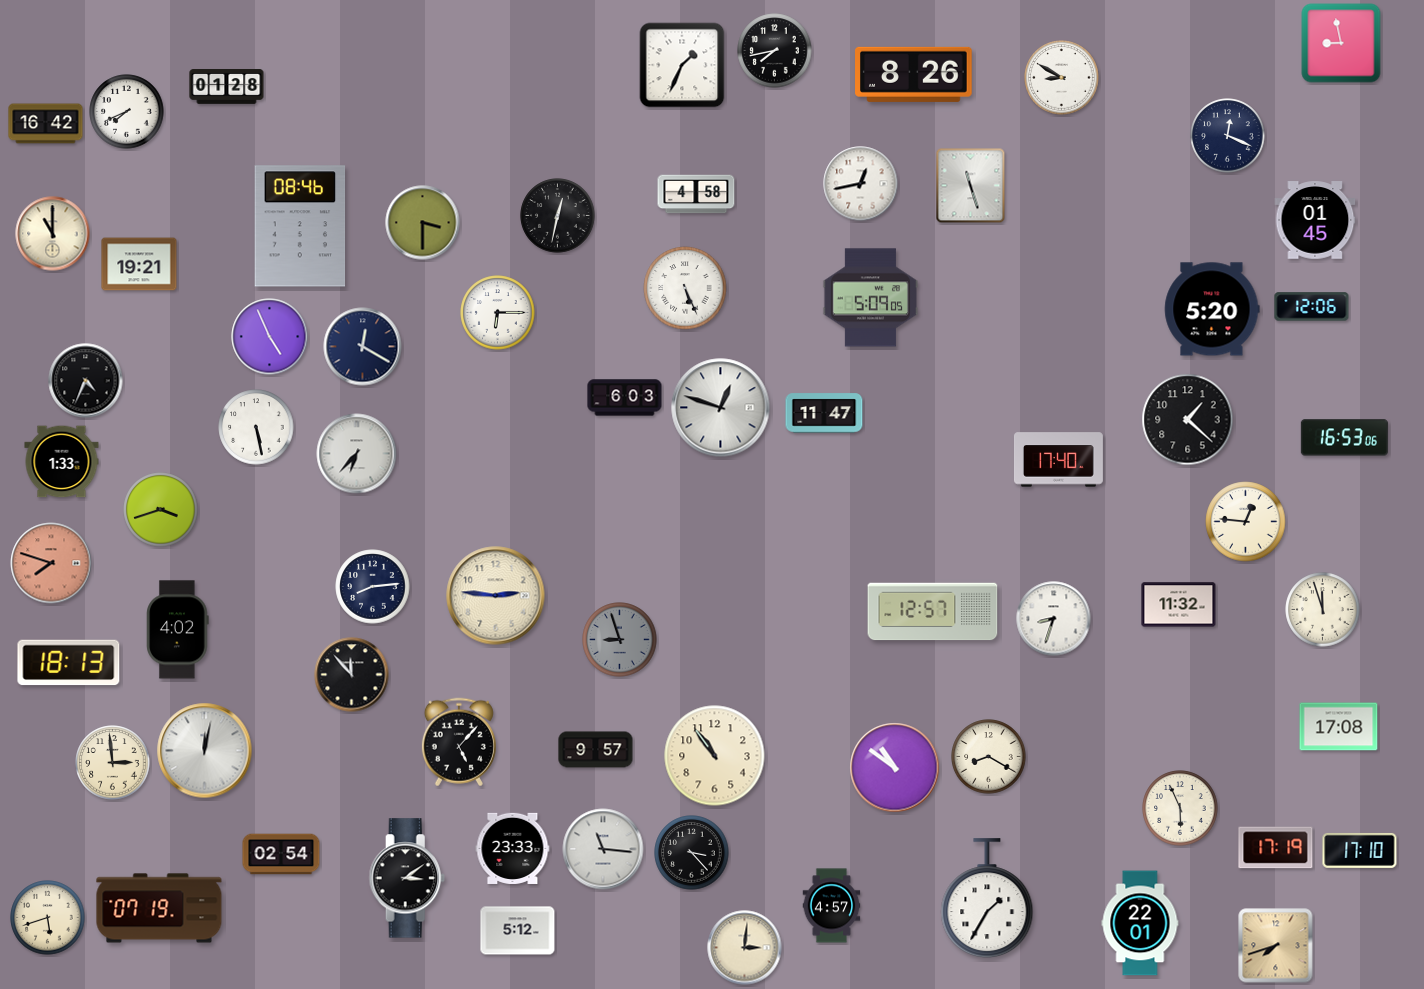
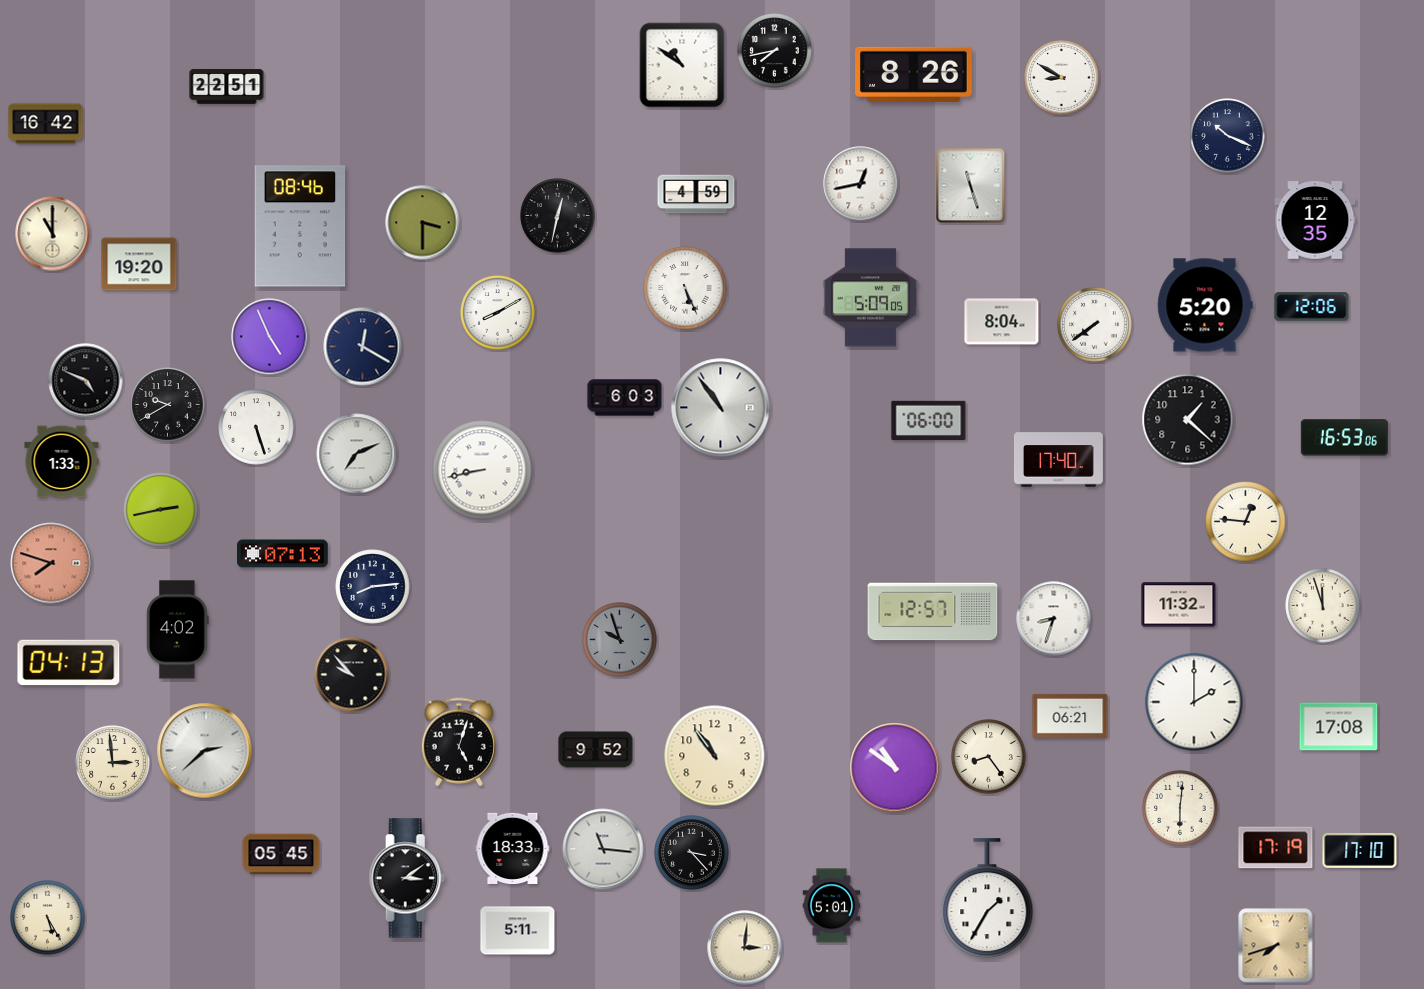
clock at (1341, 43): 8:58 -> none
clock at (682, 65): 1:34 -> 10:51
clock at (227, 87): 01:28 -> 22:51
clock at (127, 112): 7:41 -> none
clock at (1228, 136): 12:19 -> 10:19
clock at (696, 194): 4:58 -> 4:59
clock at (1315, 220): 01:45 -> 12:35
clock at (139, 264): 19:21 -> 19:20
clock at (1212, 309) position: (1212, 309) -> (1205, 305)
clock at (498, 313): 6:15 -> 8:10
clock at (1002, 322): none -> 8:04
clock at (1095, 325): none -> 7:39
clock at (86, 381): 4:34 -> 4:49
clock at (168, 405): none -> 9:40
clock at (721, 408): 12:48 -> 10:54
clock at (824, 413): 11:47 -> none
clock at (929, 420): none -> 06:00
clock at (256, 427): 5:28 -> 5:27
clock at (357, 454): 6:37 -> 7:11
clock at (482, 470): none -> 8:43
clock at (161, 510): 3:42 -> 2:43
clock at (283, 554): none -> 07:13
clock at (496, 596): 2:46 -> none
clock at (1323, 610) position: (1323, 610) -> (1323, 606)
clock at (620, 640): 8:57 -> 9:57
clock at (69, 663): 18:13 -> 04:13
clock at (352, 675): 11:53 -> 9:53
clock at (1194, 702): none -> 2:00
clock at (1070, 716): none -> 06:21
clock at (459, 742): 5:07 -> 5:03
clock at (596, 750): 9:57 -> 9:52
clock at (205, 751): 12:02 -> 2:38
clock at (989, 757): 8:20 -> 8:24
clock at (1180, 808): 5:56 -> 6:01
clock at (513, 848): 23:33 -> 18:33
clock at (281, 854): 02:54 -> 05:45
clock at (832, 906): 4:57 -> 5:01
clock at (159, 908): 07:19 -> none
clock at (48, 918): 5:42 -> 5:25
clock at (1140, 923): 22:01 -> none
clock at (518, 931): 5:12 -> 5:11
